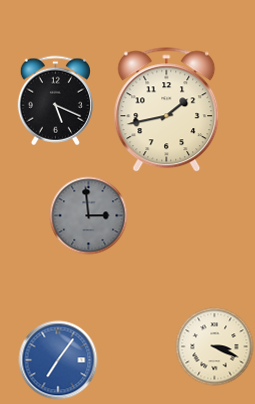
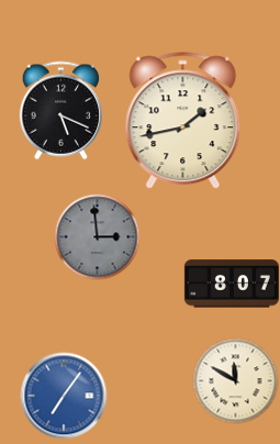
clock at (232, 284): none -> 8:07
clock at (214, 346): 3:19 -> 11:50
